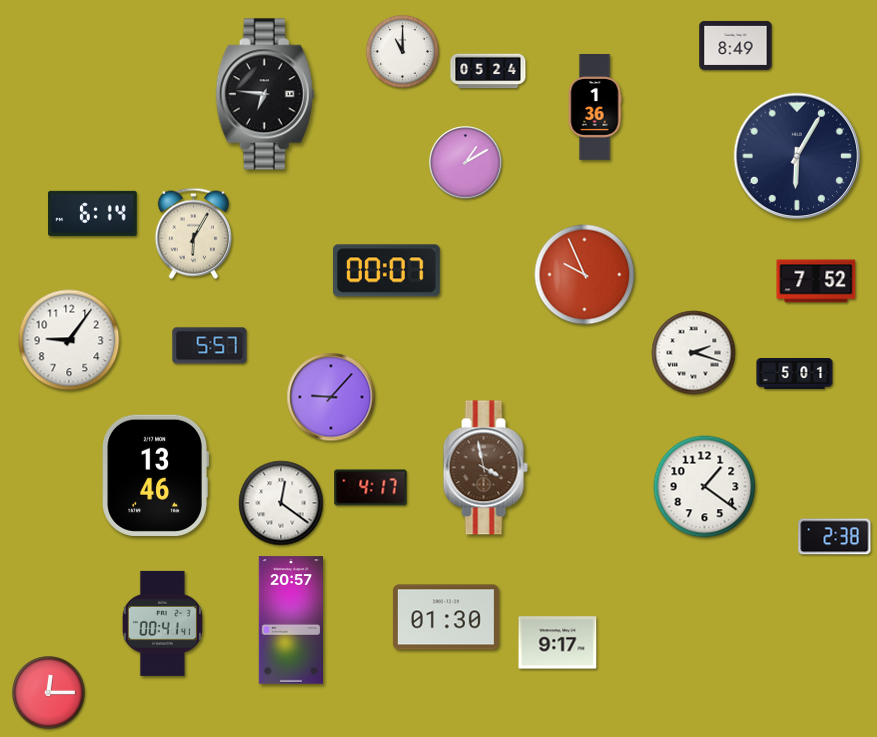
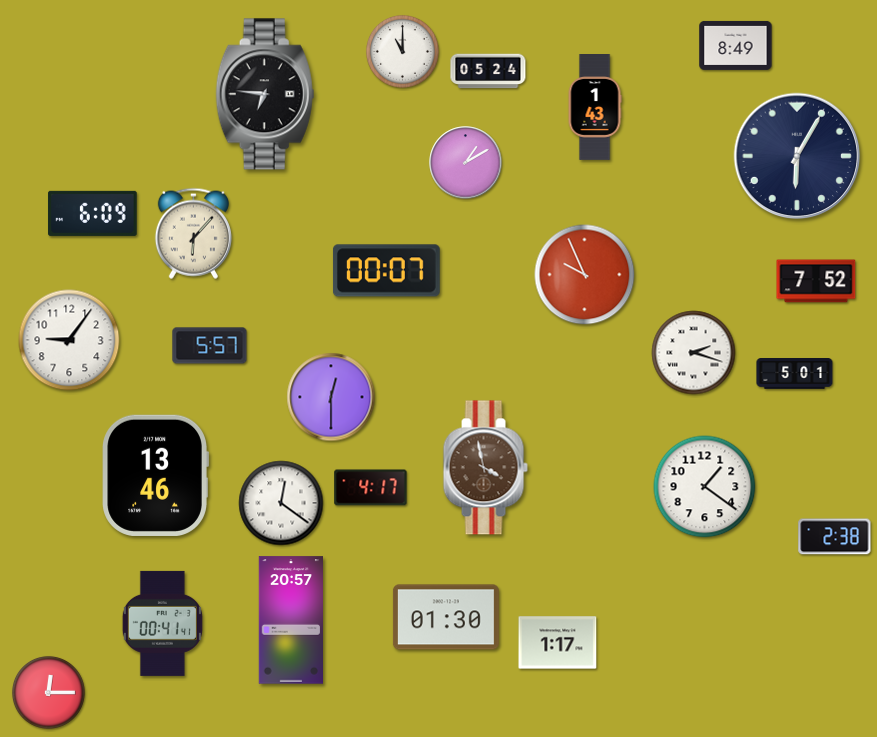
clock at (595, 108): 1:36 -> 1:43
clock at (93, 213): 6:14 -> 6:09
clock at (193, 233): 6:05 -> 6:07
clock at (331, 397): 9:07 -> 12:30
clock at (558, 643): 9:17 -> 1:17
